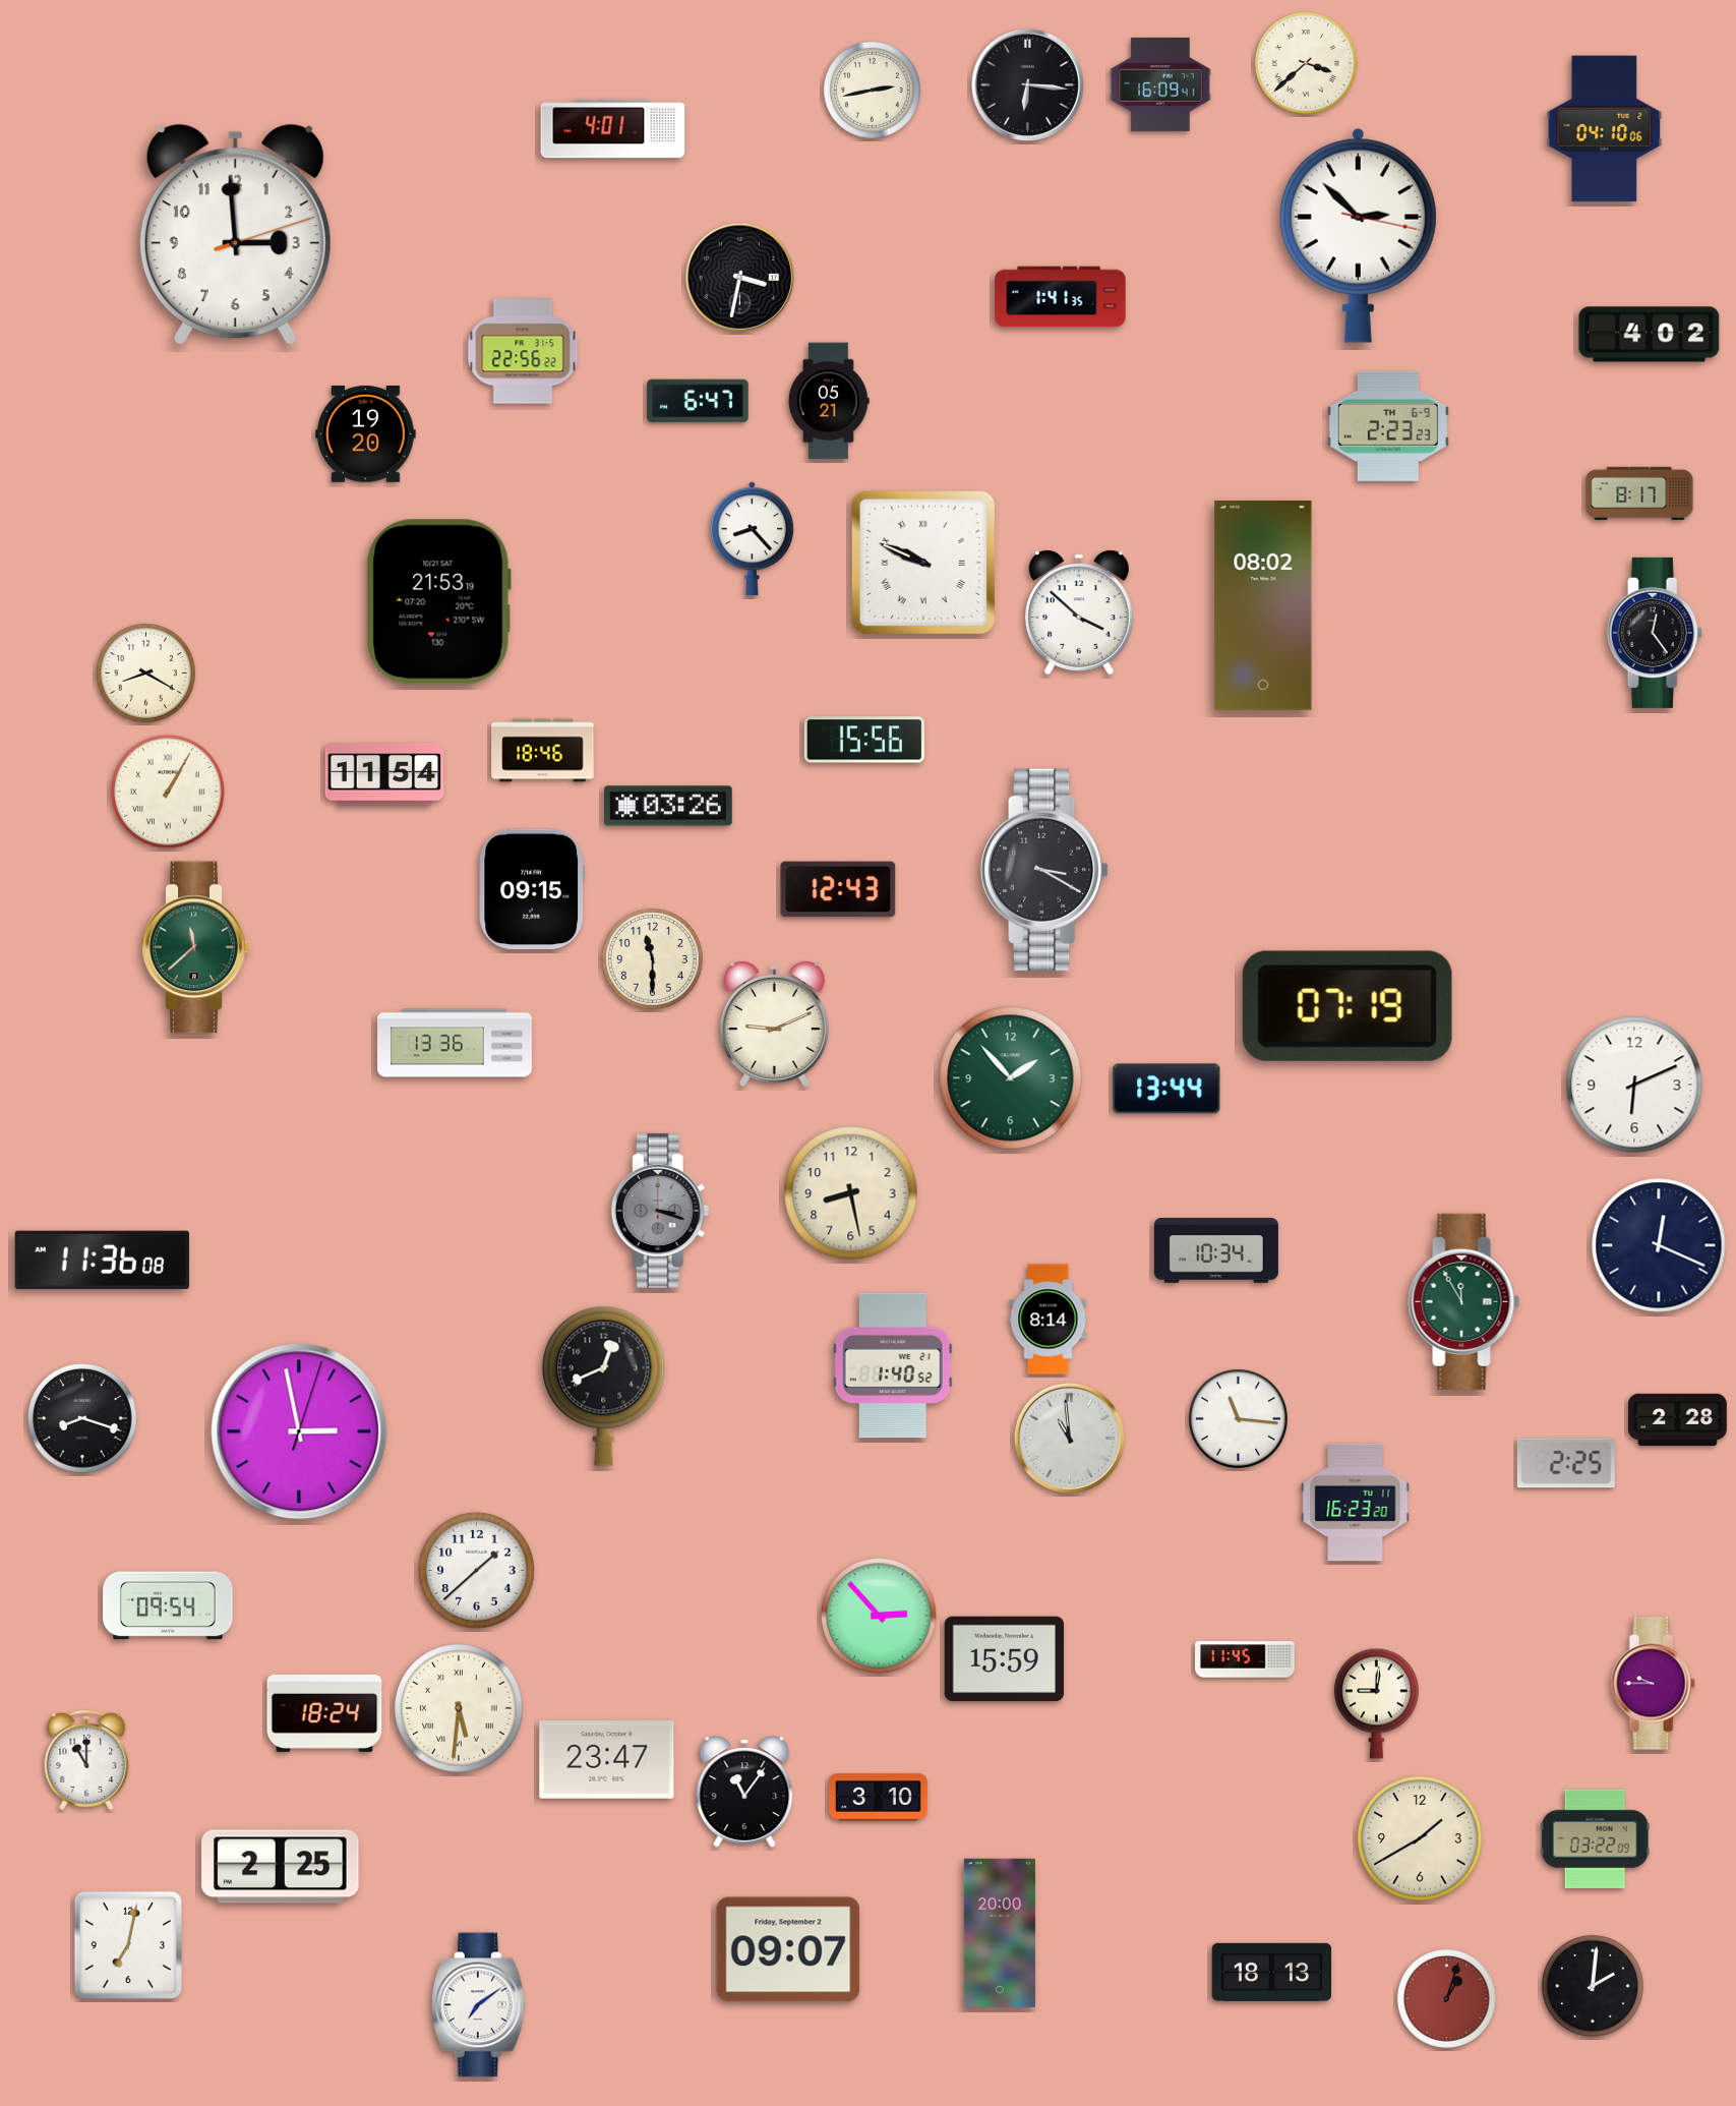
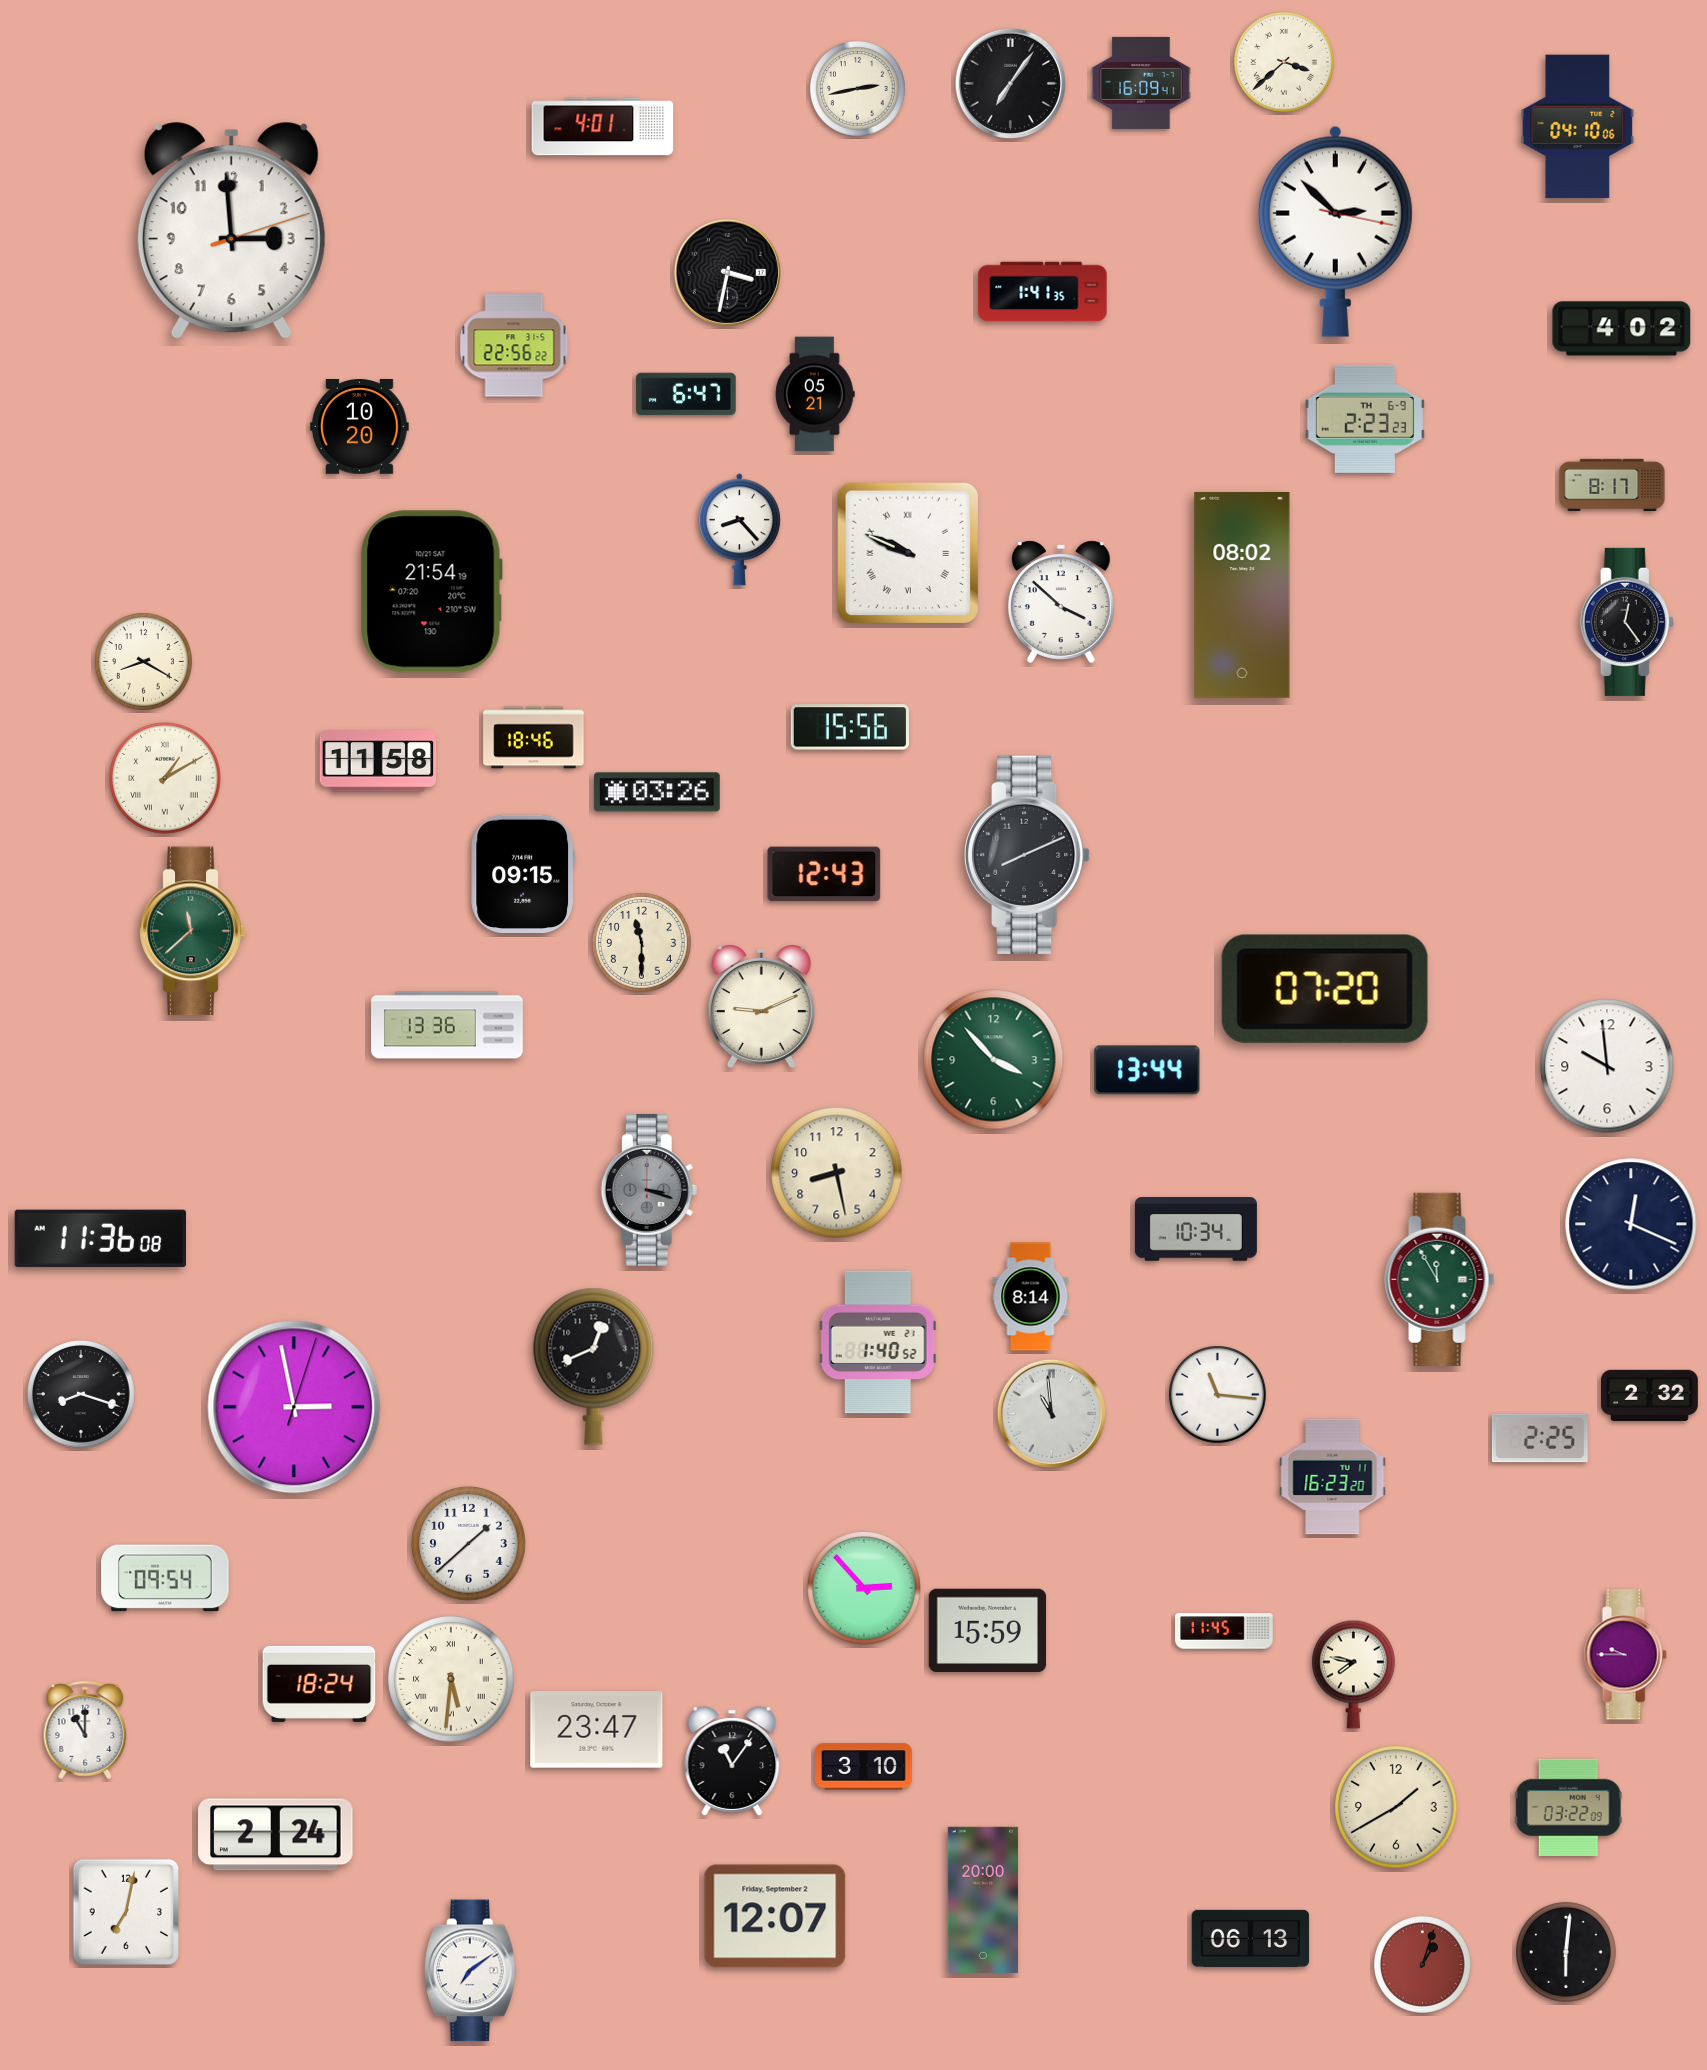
clock at (1027, 84): 6:16 -> 7:06
clock at (366, 434): 19:20 -> 10:20
clock at (438, 602): 21:53 -> 21:54
clock at (384, 774): 11:54 -> 11:58
clock at (168, 792): 1:05 -> 1:10
clock at (1045, 870): 3:20 -> 8:11
clock at (1348, 1006): 07:19 -> 07:20
clock at (1011, 1078): 1:53 -> 3:53
clock at (1634, 1085): 6:11 -> 9:59
clock at (604, 1386) position: (604, 1386) -> (594, 1366)
clock at (1678, 1419): 2:28 -> 2:32
clock at (1377, 1703): 9:01 -> 7:47
clock at (281, 1867): 2:25 -> 2:24
clock at (788, 1949): 09:07 -> 12:07
clock at (1272, 1972): 18:13 -> 06:13
clock at (1593, 1986): 2:01 -> 6:01
